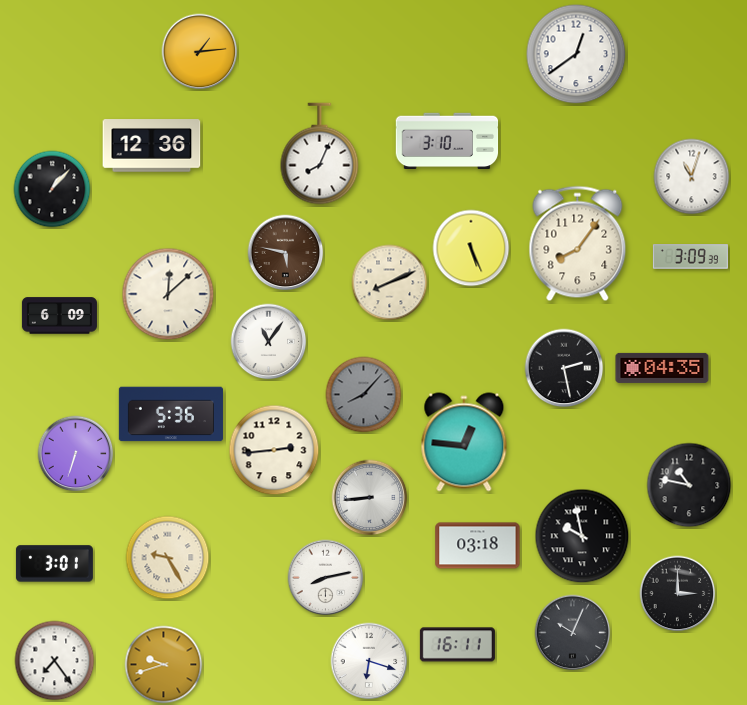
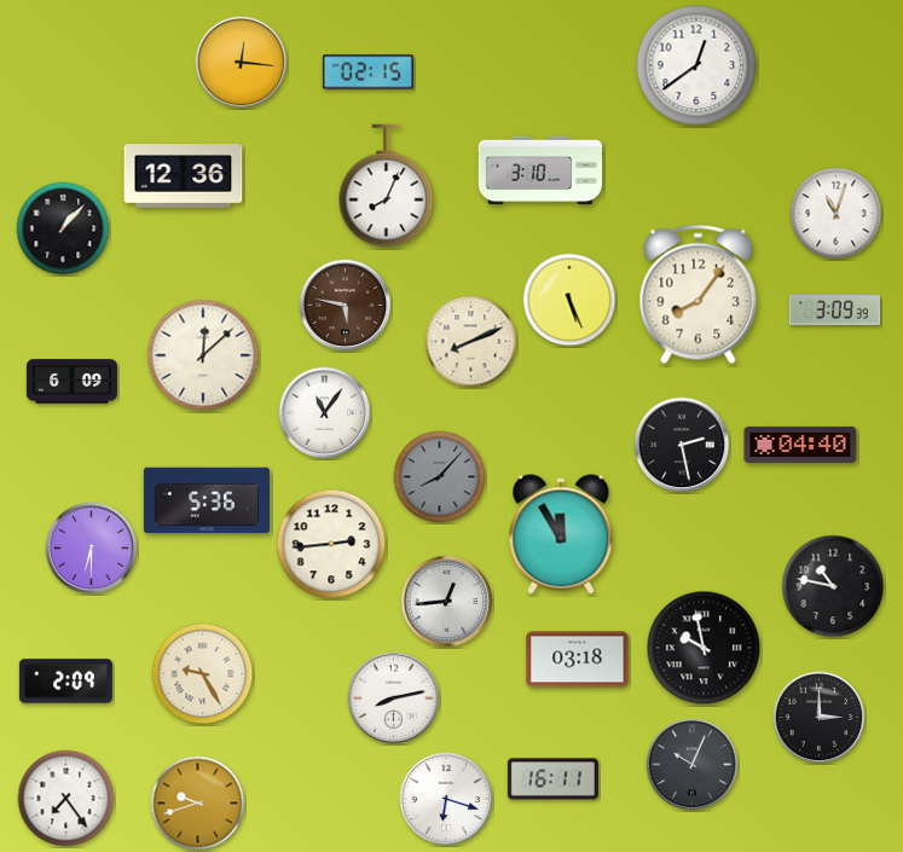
clock at (200, 52): 1:14 -> 12:16
clock at (367, 73): none -> 02:15
clock at (662, 368): 04:35 -> 04:40
clock at (464, 442): 12:46 -> 11:55
clock at (76, 454): 6:33 -> 6:30
clock at (370, 498): 8:44 -> 12:44
clock at (54, 564): 3:01 -> 2:09
